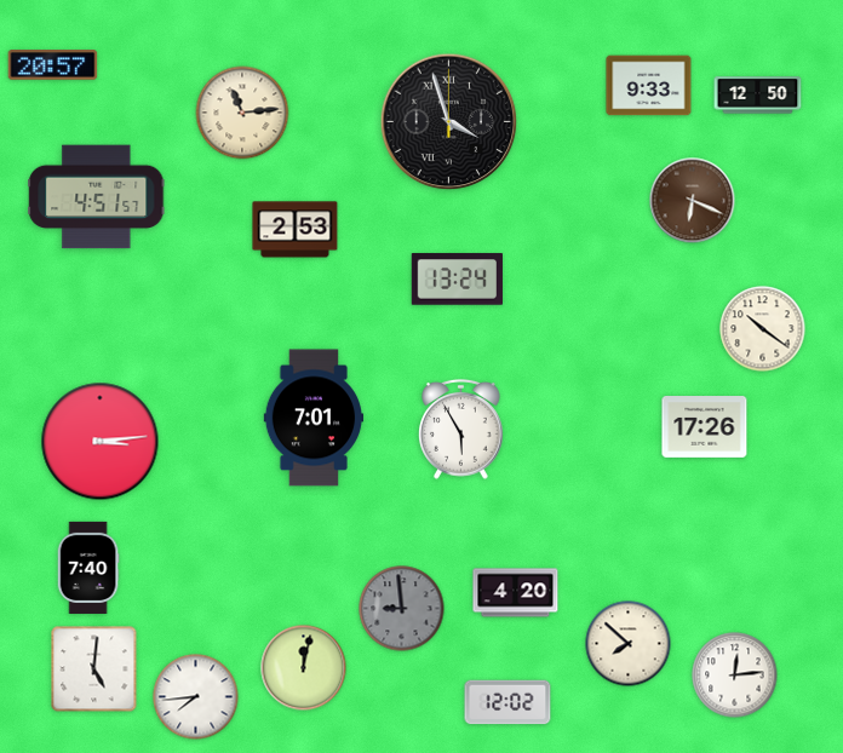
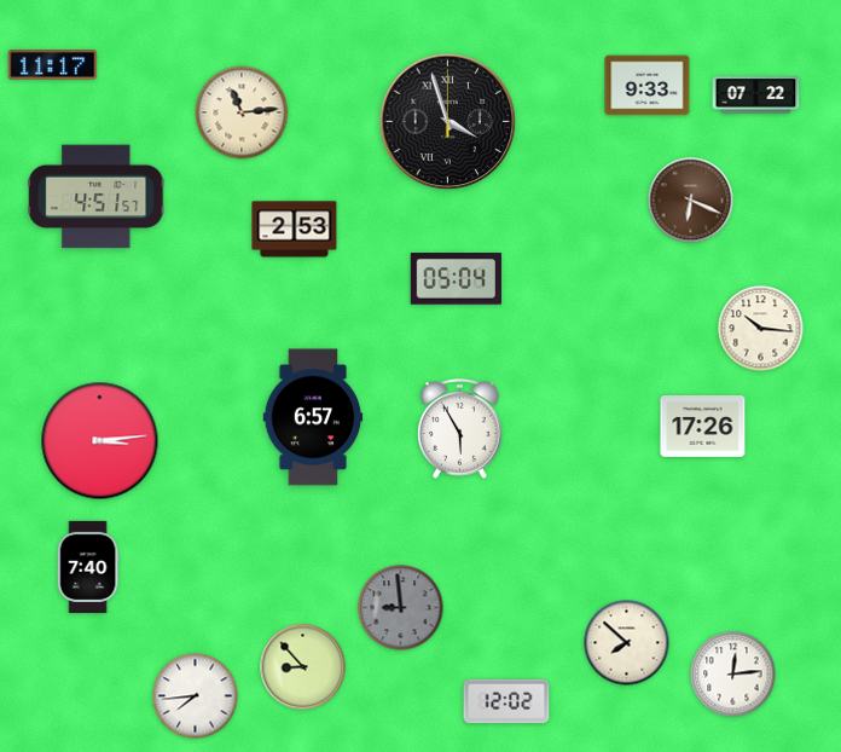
clock at (53, 65): 20:57 -> 11:17
clock at (758, 96): 12:50 -> 07:22
clock at (457, 280): 13:24 -> 05:04
clock at (763, 329): 10:21 -> 10:16
clock at (314, 418): 7:01 -> 6:57
clock at (516, 593): 4:20 -> none
clock at (304, 668): 12:02 -> 8:53
clock at (94, 669): 5:01 -> none
